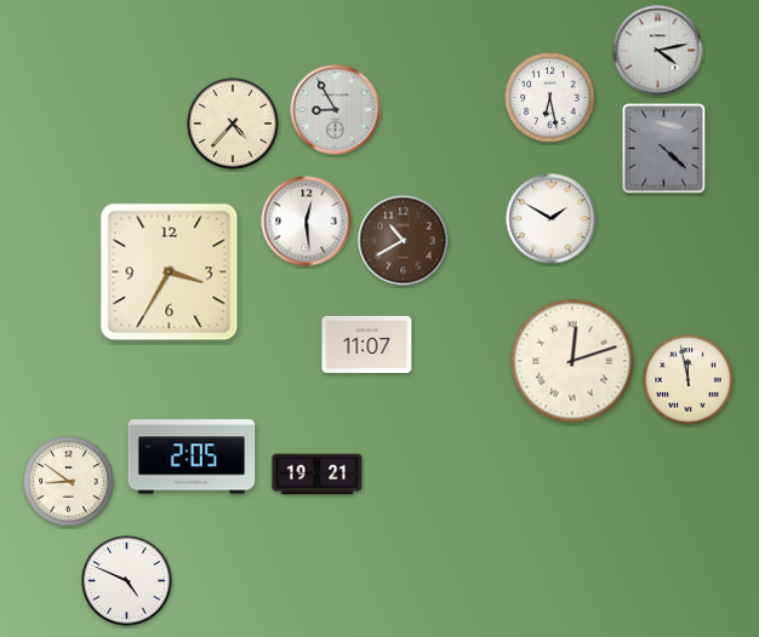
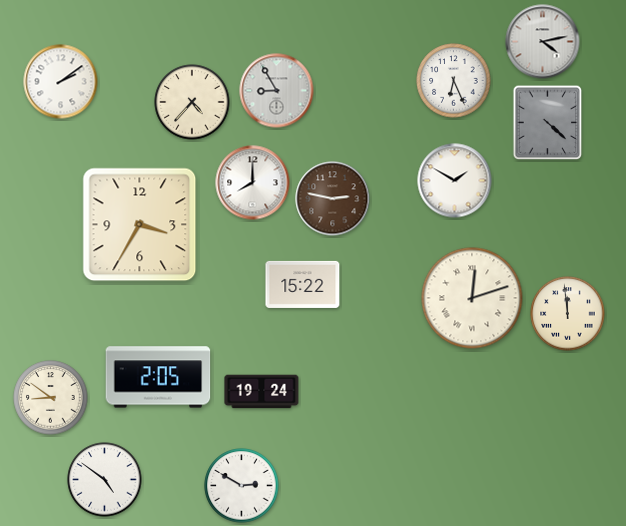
clock at (550, 98): 6:28 -> 6:26
clock at (61, 82): none -> 2:09
clock at (307, 222): 12:29 -> 8:00
clock at (404, 241): 10:40 -> 2:47
clock at (367, 344): 11:07 -> 15:22
clock at (689, 380): 11:58 -> 11:59
clock at (318, 475): 19:21 -> 19:24
clock at (69, 482) position: (69, 482) -> (51, 398)
clock at (127, 581): 4:49 -> 4:51
clock at (242, 486): none -> 2:50
